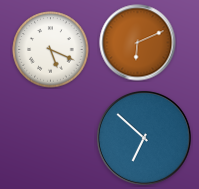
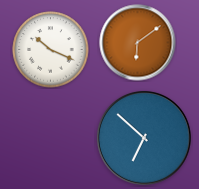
clock at (138, 43): 6:11 -> 6:09
clock at (51, 50): 5:19 -> 10:19
